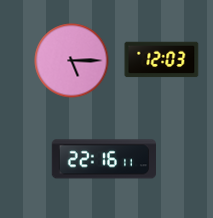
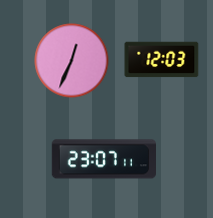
clock at (72, 61): 5:15 -> 12:34
clock at (103, 159): 22:16 -> 23:07
